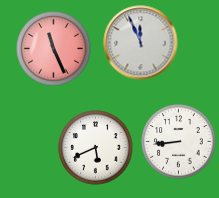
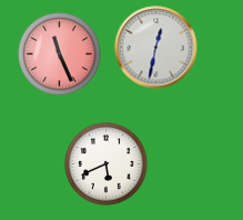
clock at (141, 43): 11:56 -> 12:32
clock at (179, 142): 8:44 -> none
